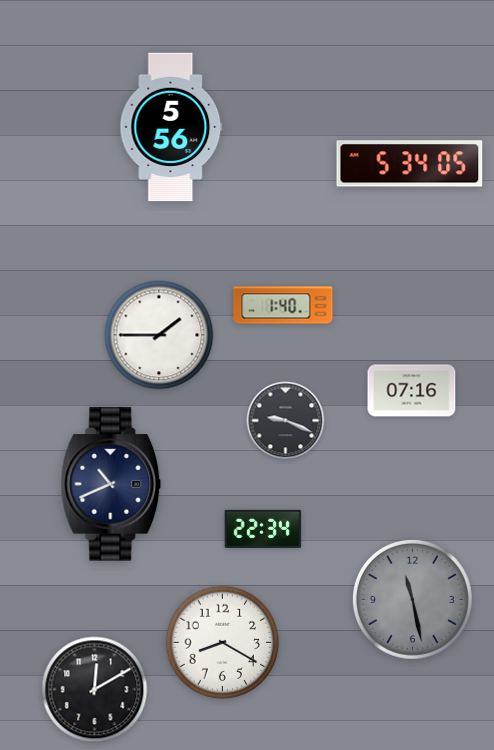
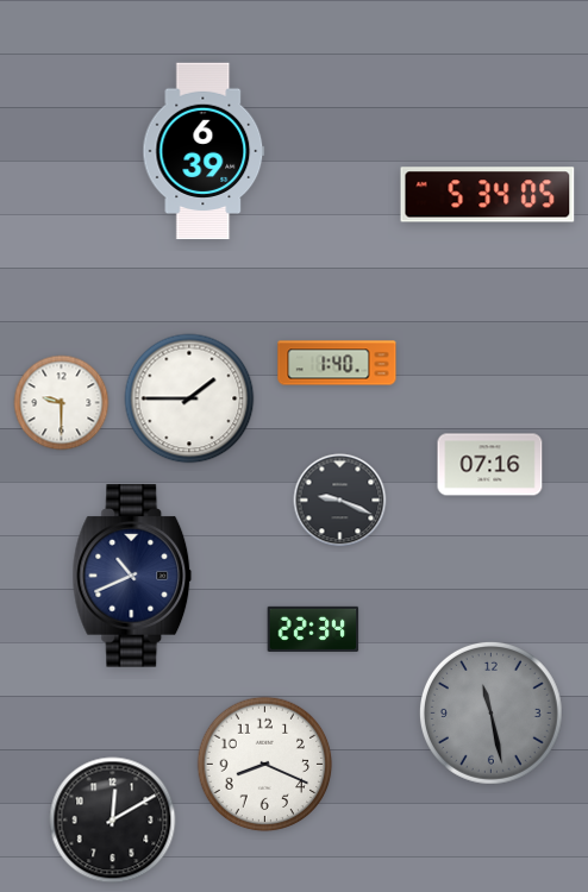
clock at (171, 127): 5:56 -> 6:39
clock at (62, 403): none -> 9:30
clock at (223, 643): 8:20 -> 8:19
